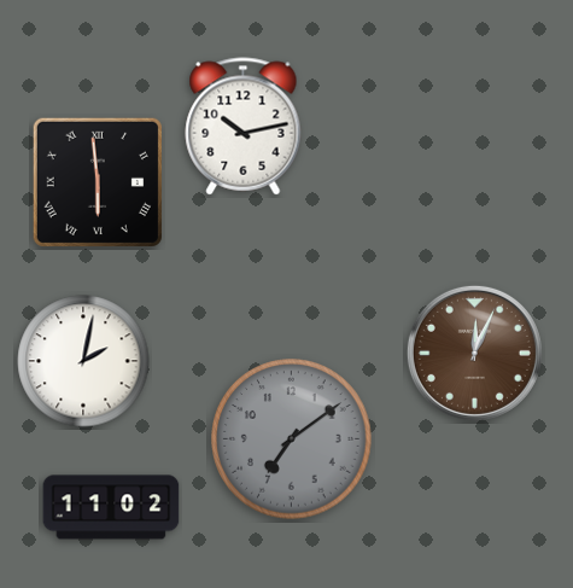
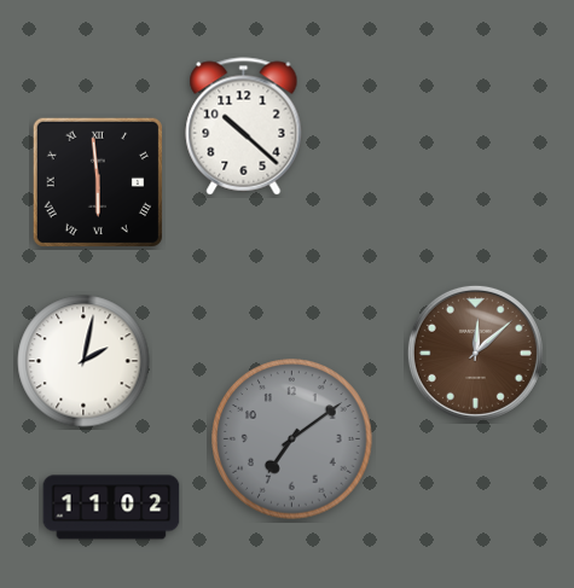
clock at (244, 127): 10:13 -> 10:22
clock at (474, 353): 12:04 -> 12:08
